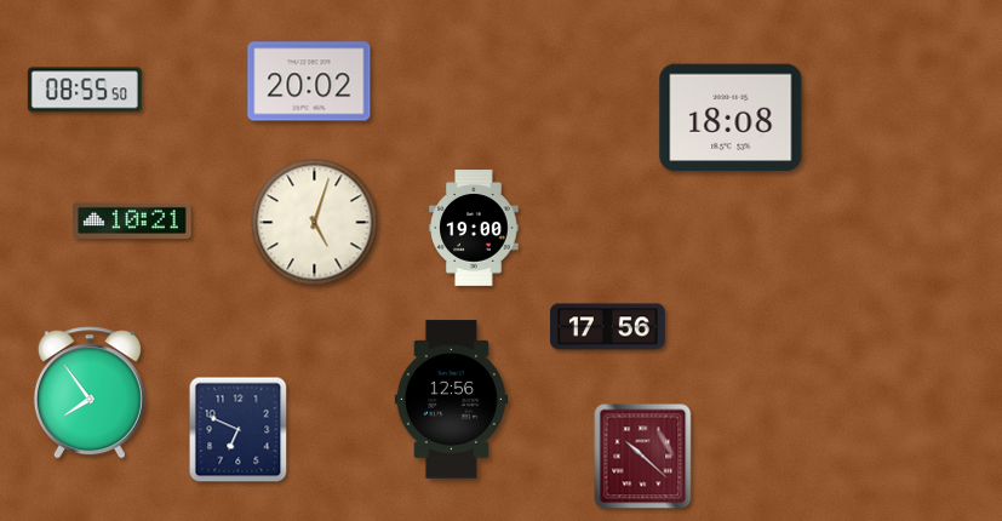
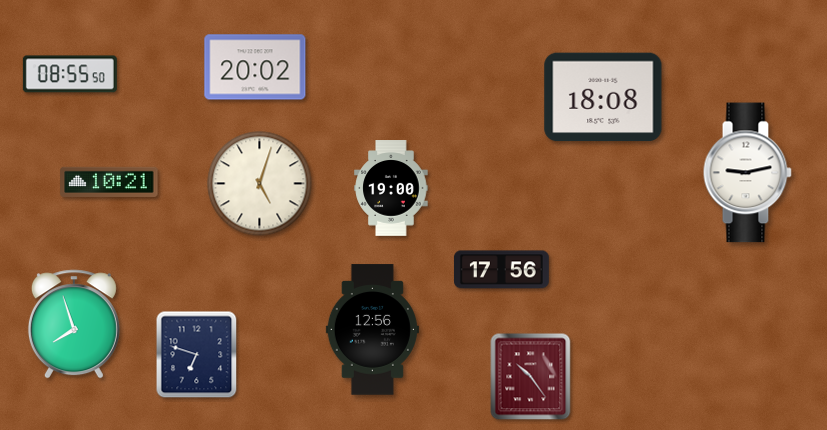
clock at (747, 173): none -> 9:13
clock at (90, 393): 7:54 -> 7:57
clock at (239, 430): 6:49 -> 6:48
clock at (643, 457): 10:22 -> 10:24
